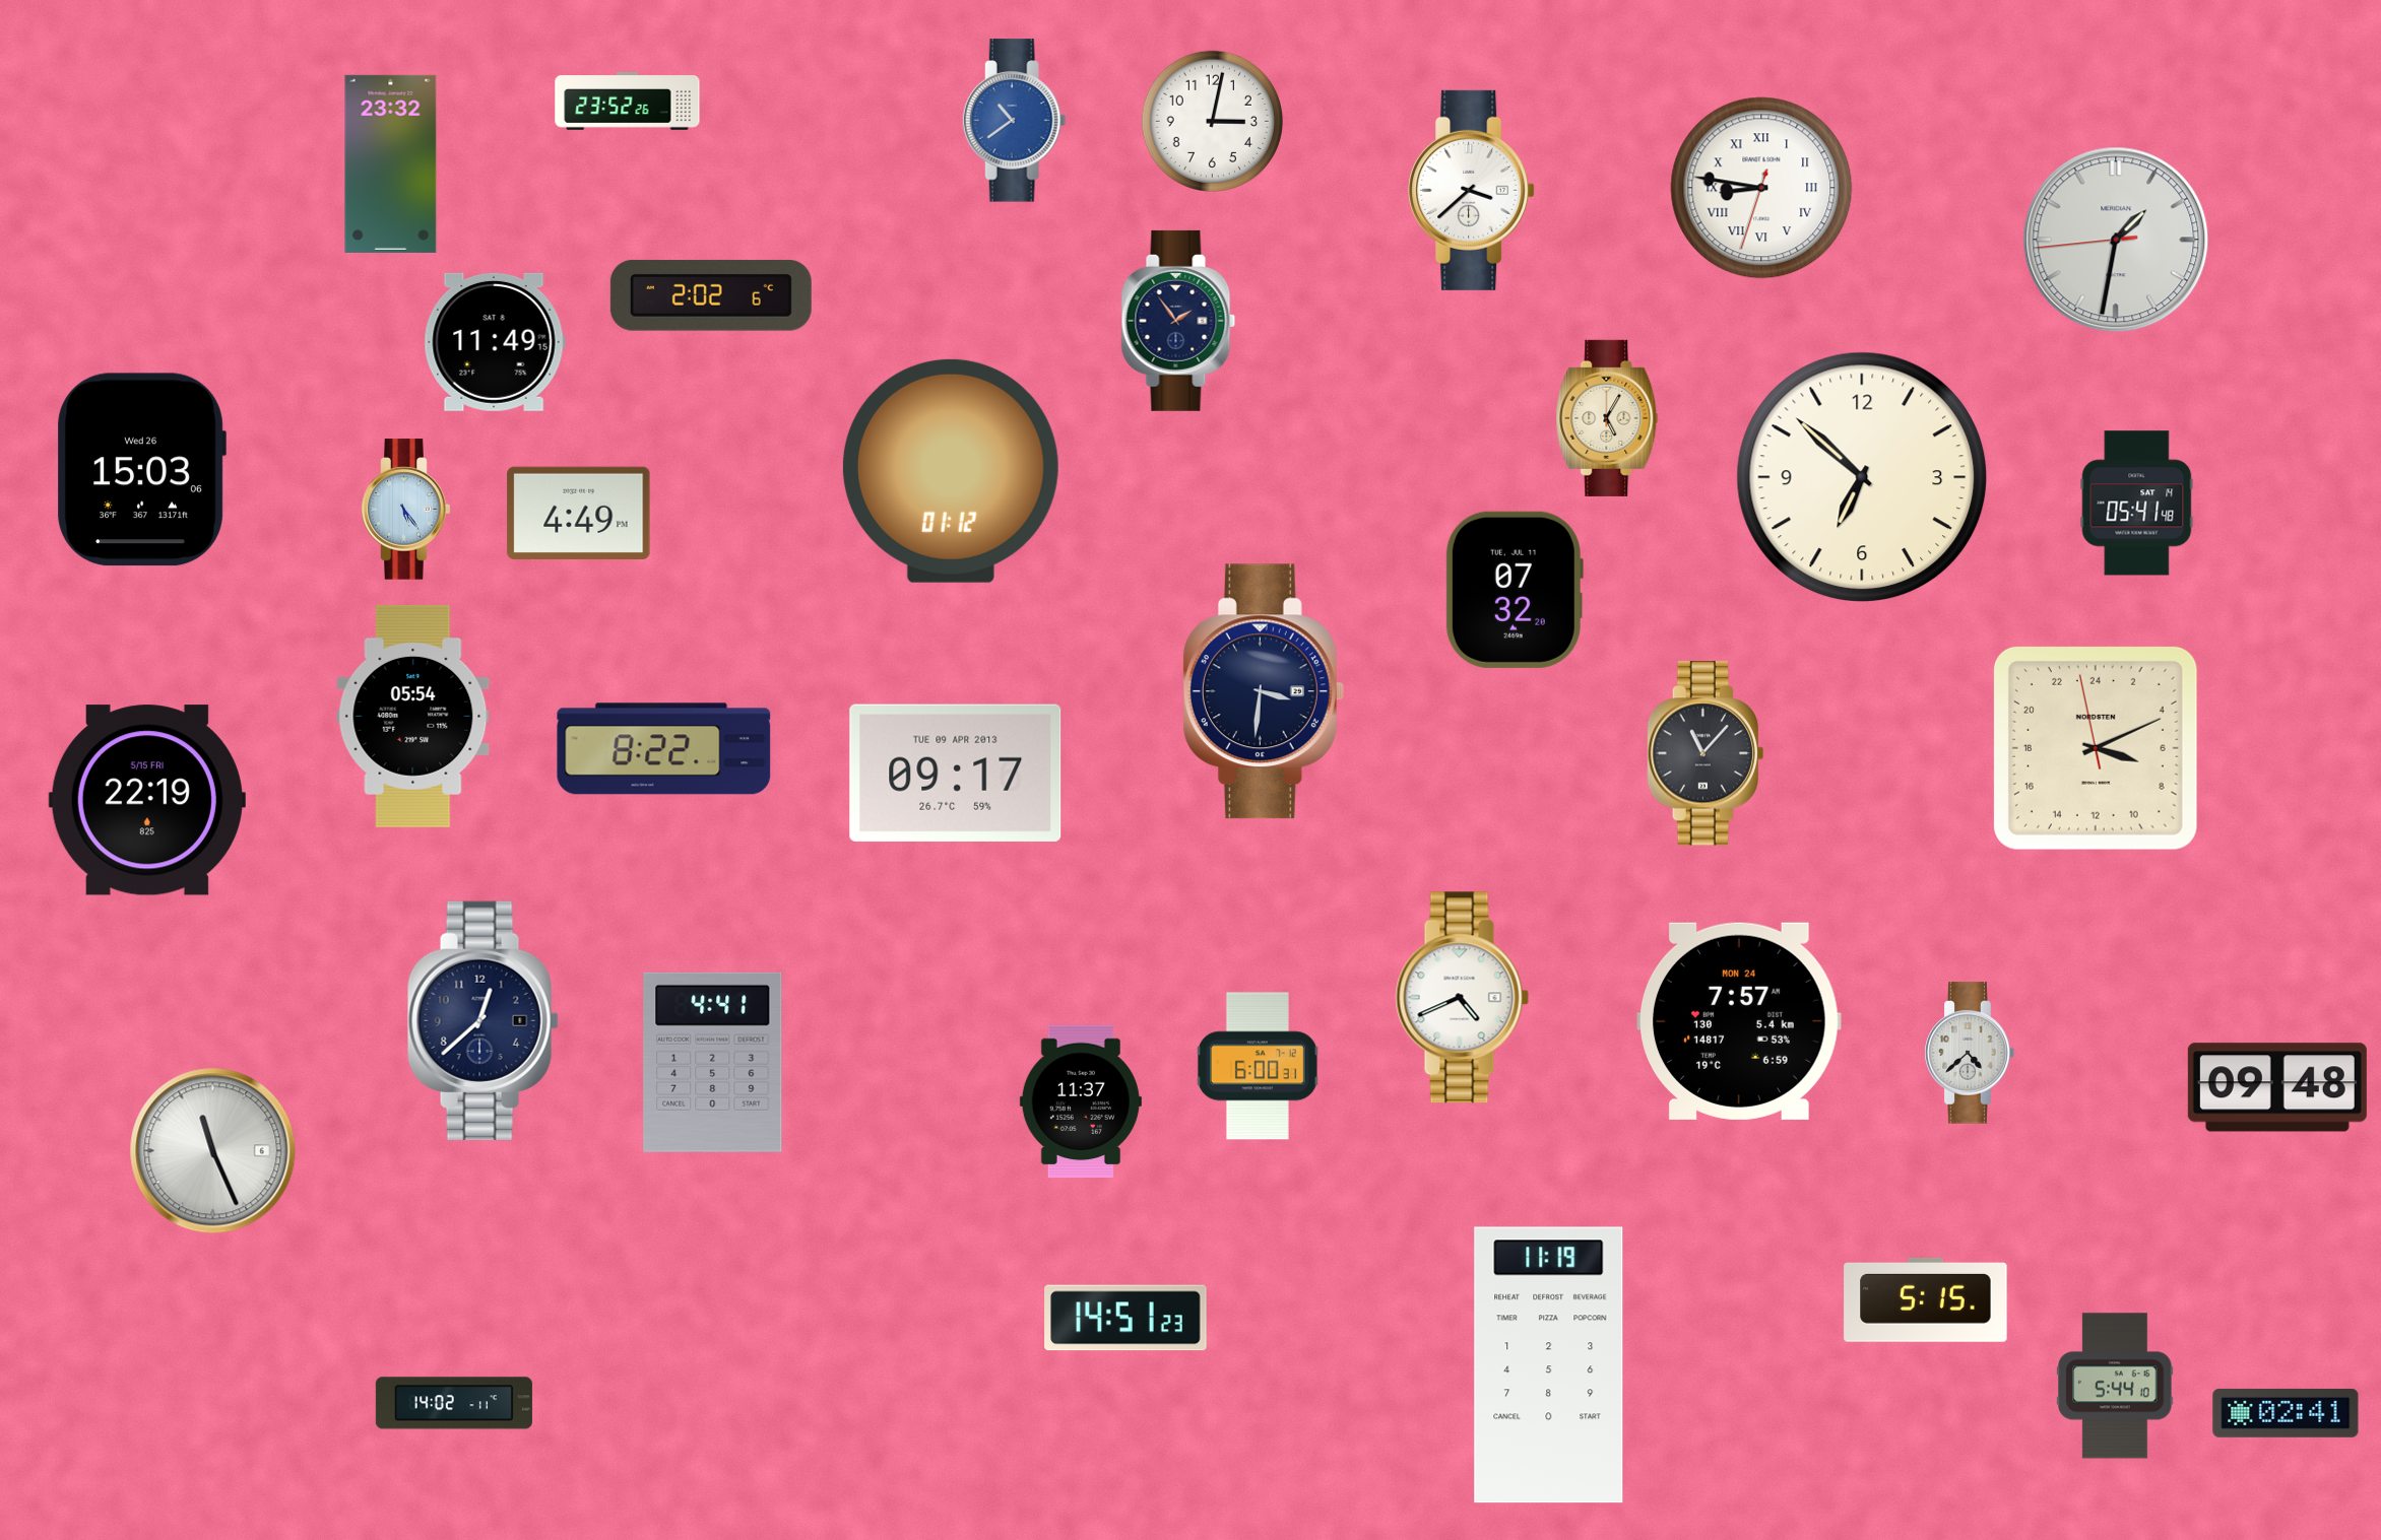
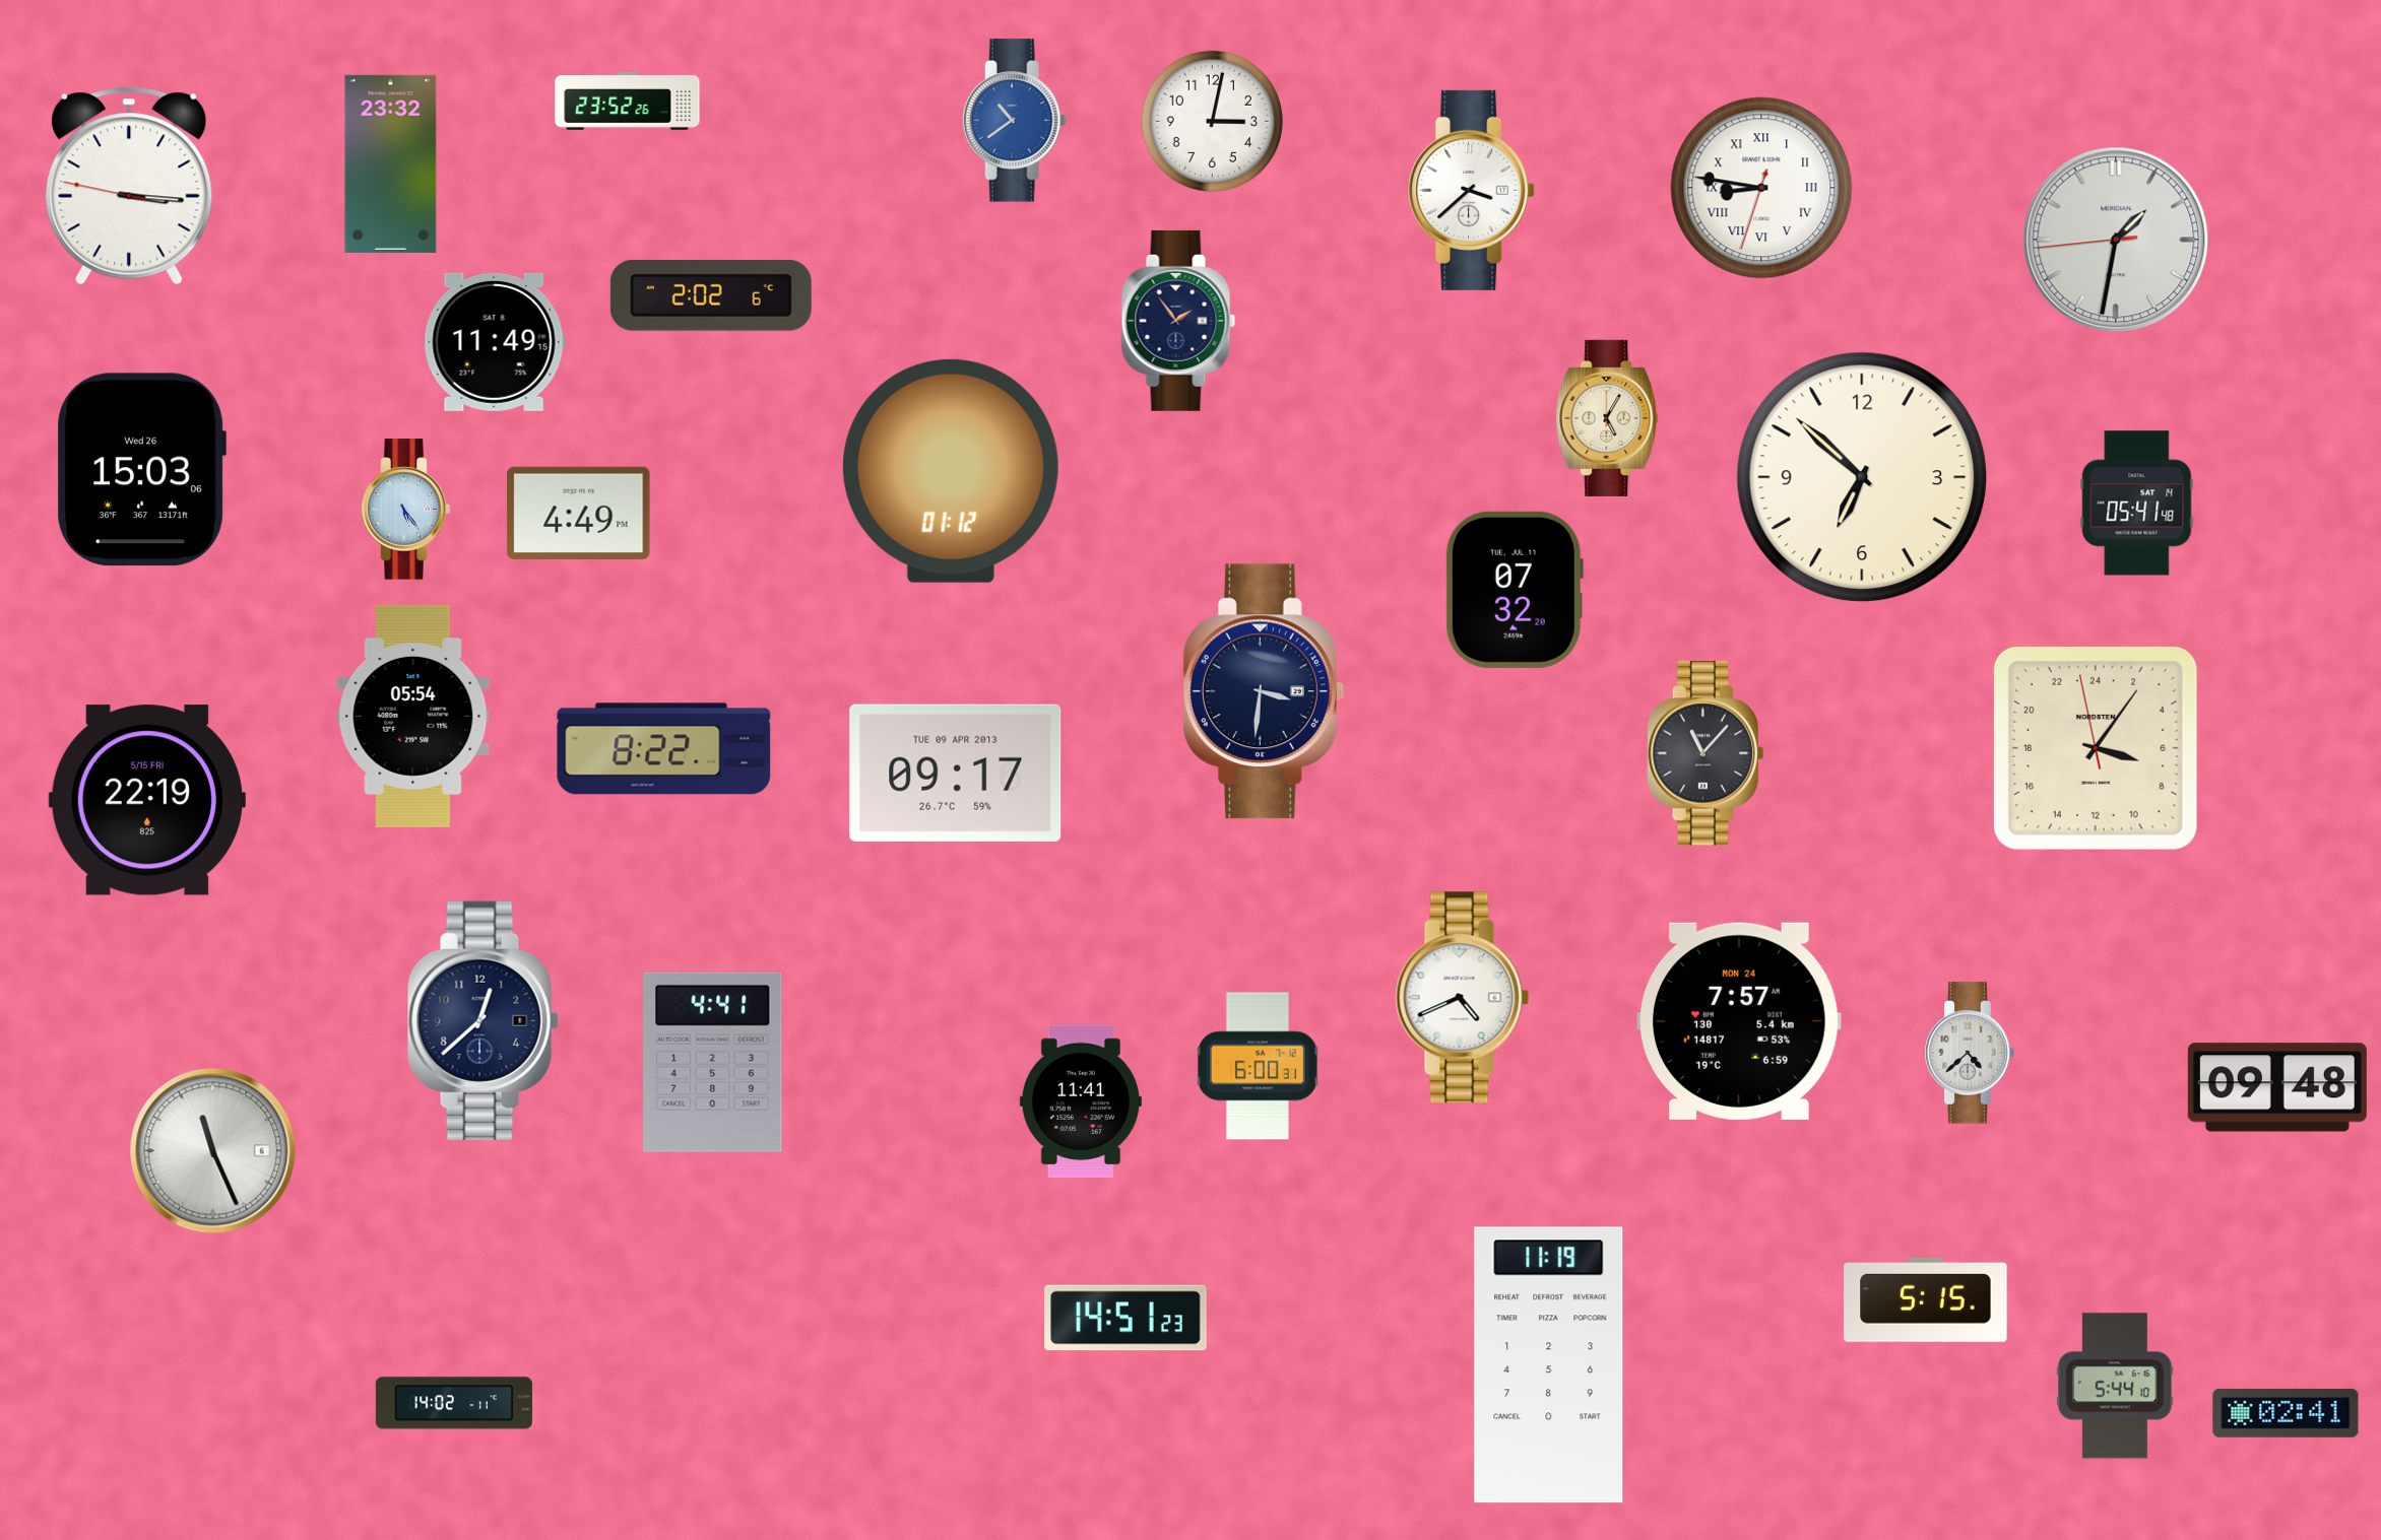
clock at (129, 186): none -> 3:15
clock at (2096, 748): 7:10 -> 7:05
clock at (1081, 1101): 11:37 -> 11:41
